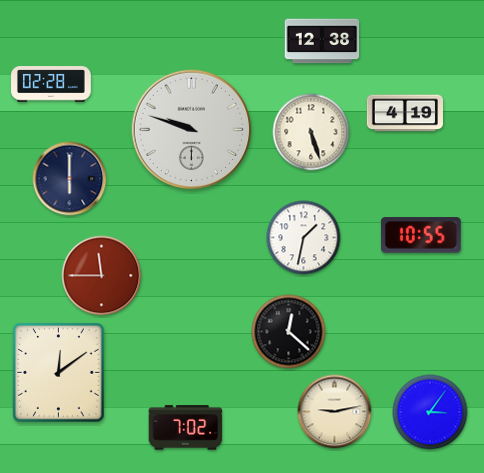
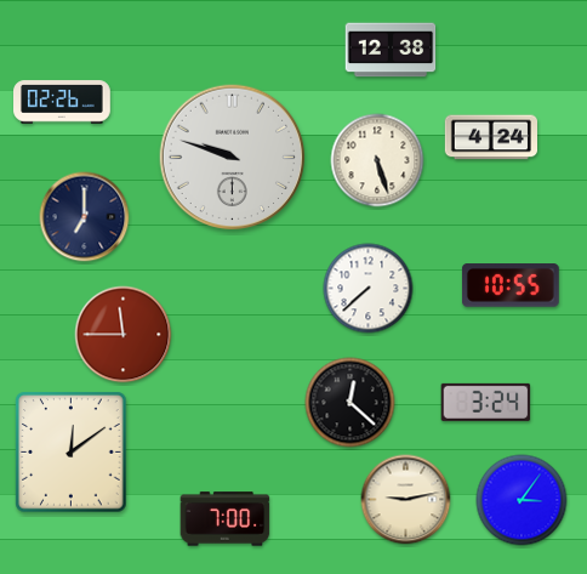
clock at (52, 84): 02:28 -> 02:26
clock at (404, 113): 4:19 -> 4:24
clock at (70, 179): 6:00 -> 7:00
clock at (304, 238): 1:32 -> 7:38
clock at (486, 402): none -> 3:24
clock at (186, 428): 7:02 -> 7:00
